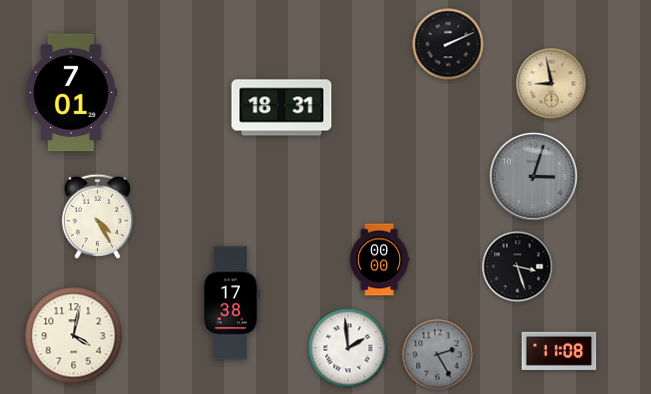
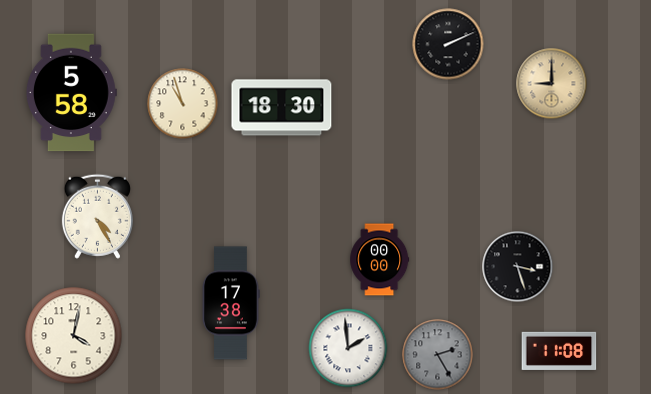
clock at (552, 84): 8:58 -> 9:00
clock at (71, 93): 7:01 -> 5:58
clock at (183, 104): none -> 10:57
clock at (282, 108): 18:31 -> 18:30
clock at (533, 176): 3:03 -> none
